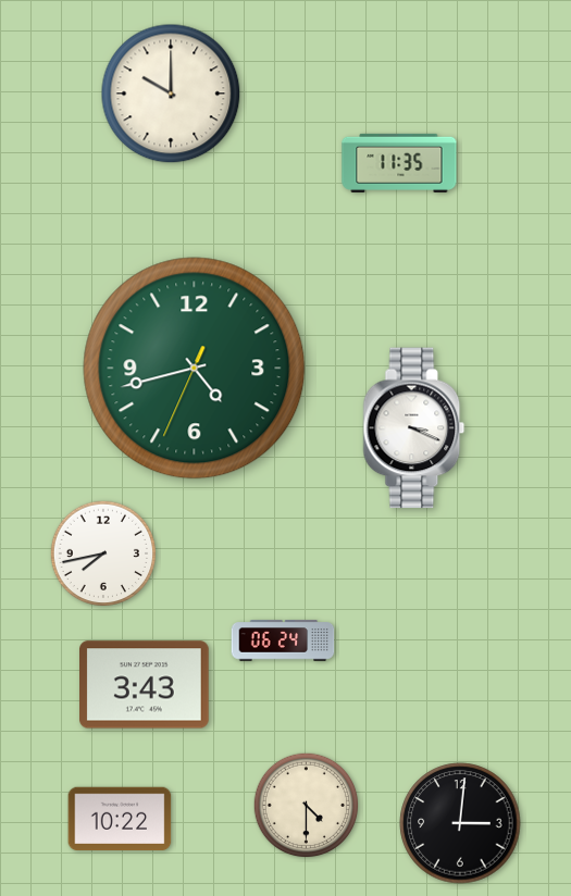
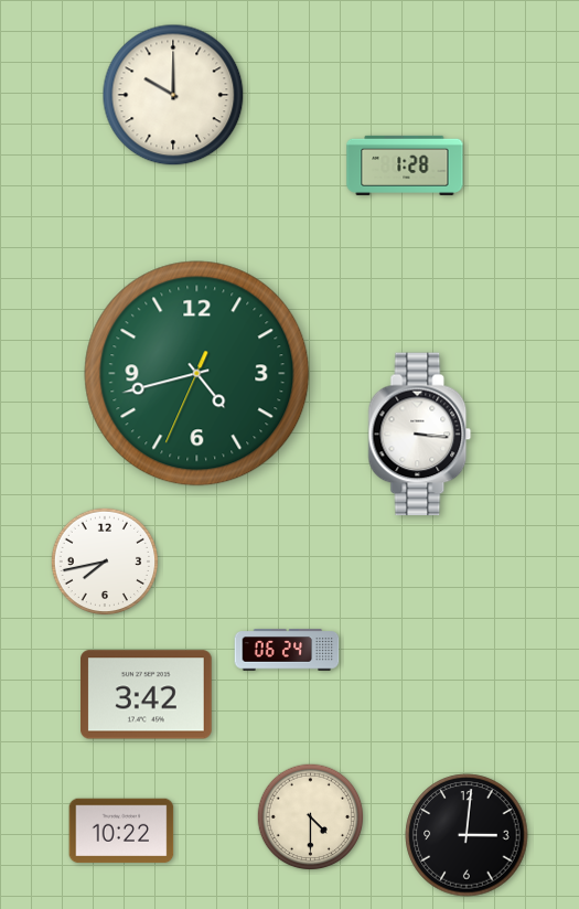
clock at (399, 163): 11:35 -> 1:28
clock at (414, 428): 3:19 -> 3:16
clock at (145, 685): 3:43 -> 3:42
